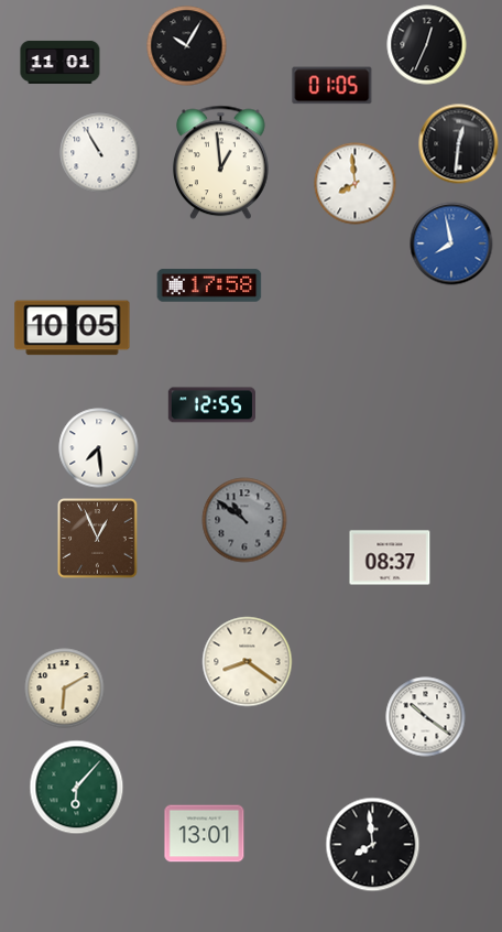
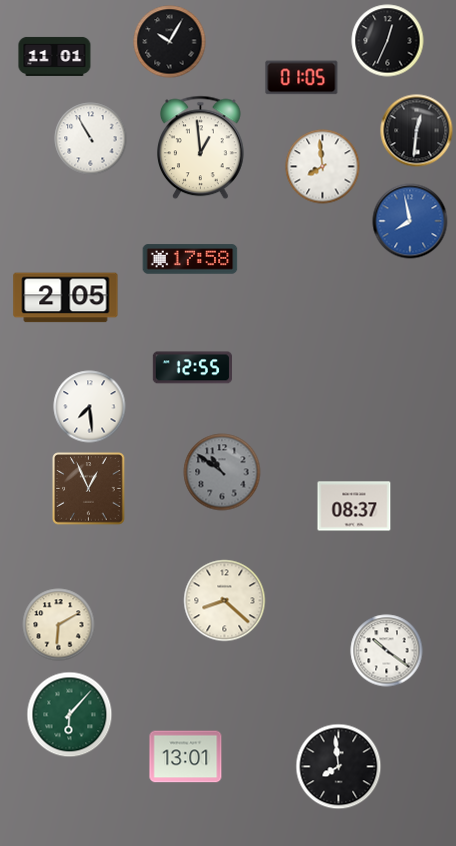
clock at (73, 328): 10:05 -> 2:05
clock at (248, 662): 8:21 -> 8:22
